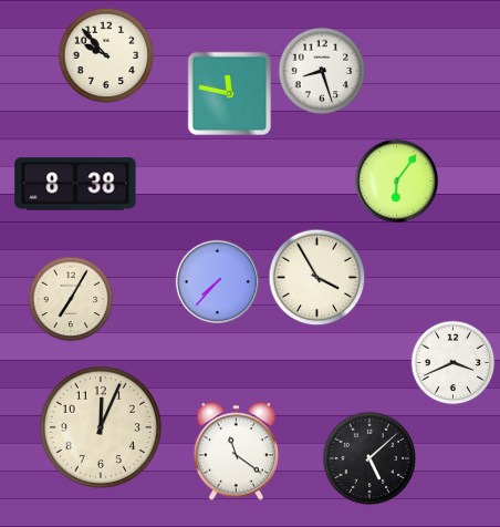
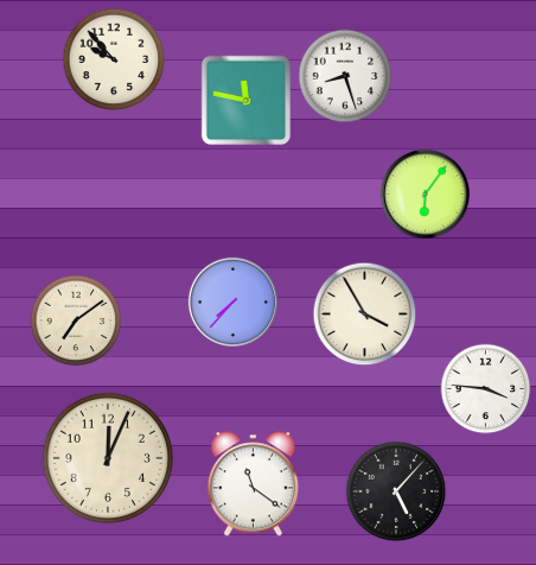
clock at (75, 184): 8:38 -> none
clock at (317, 278) position: (317, 278) -> (365, 315)
clock at (71, 299): 7:05 -> 7:09
clock at (454, 363): 3:41 -> 3:46
clock at (369, 458): 5:08 -> 5:07
